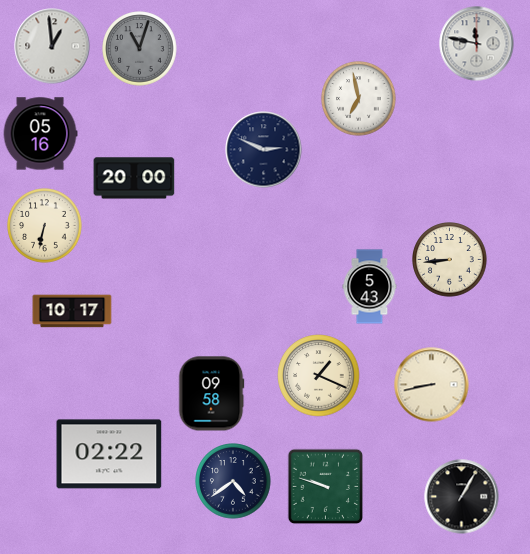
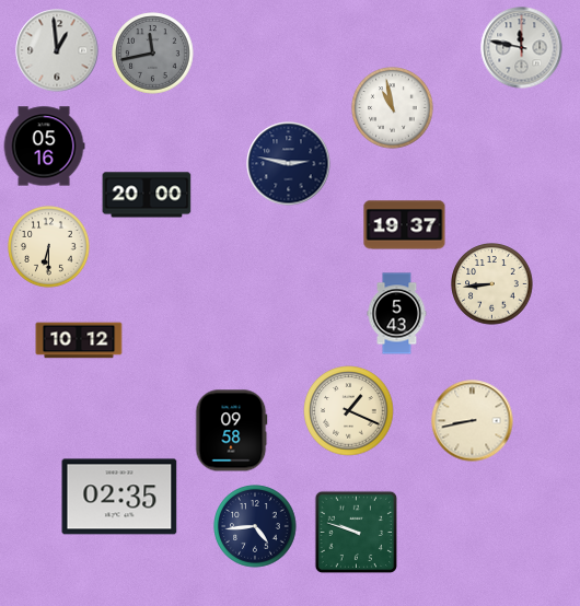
clock at (140, 49): 11:03 -> 11:43
clock at (359, 99): 6:58 -> 10:58
clock at (264, 150): 2:49 -> 2:47
clock at (405, 225): none -> 19:37
clock at (45, 226): 6:32 -> 6:30
clock at (370, 287) position: (370, 287) -> (397, 314)
clock at (72, 311): 10:17 -> 10:12
clock at (109, 454): 02:22 -> 02:35
clock at (233, 481): 4:39 -> 4:44
clock at (462, 497): 1:05 -> none
